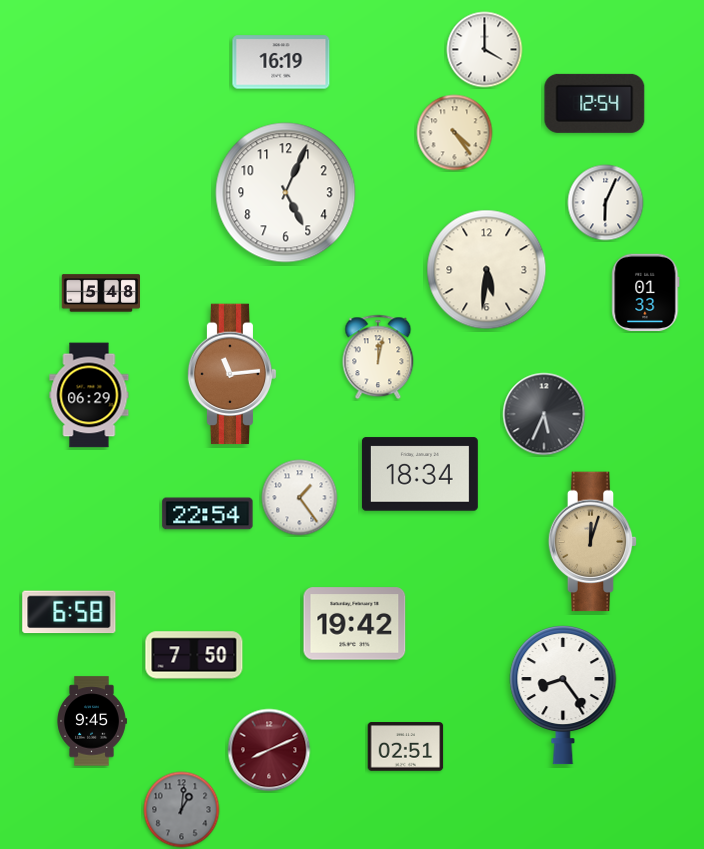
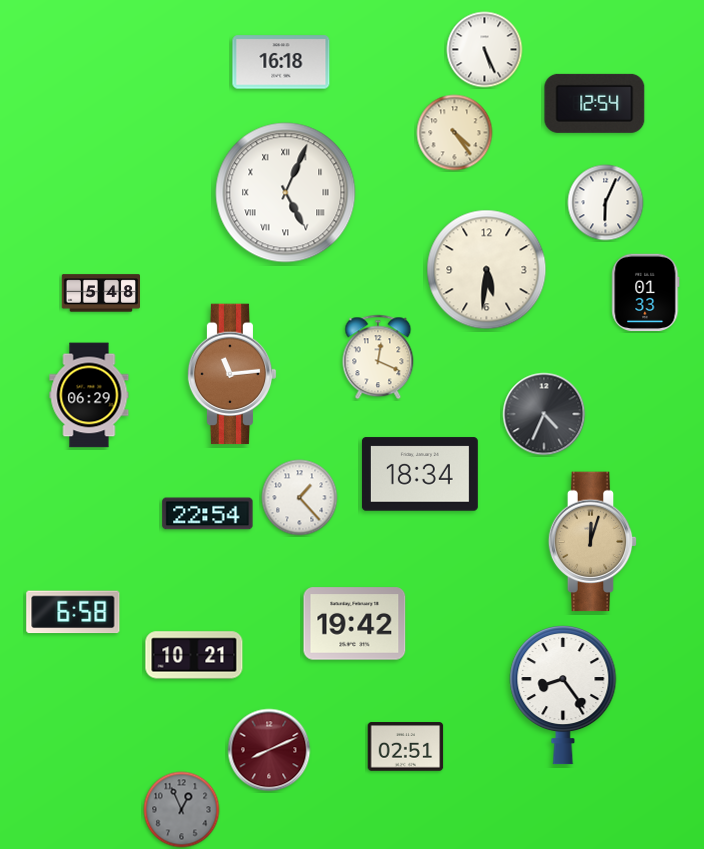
clock at (485, 50): 4:00 -> 5:26
clock at (281, 62): 16:19 -> 16:18
clock at (286, 193) numerals: Arabic -> Roman
clock at (378, 357): 12:02 -> 12:19
clock at (544, 414): 5:34 -> 4:34
clock at (300, 498): 1:24 -> 1:23
clock at (69, 612) position: (69, 612) -> (73, 612)
clock at (194, 655): 7:50 -> 10:21
clock at (92, 721): 9:45 -> none
clock at (182, 810): 1:01 -> 12:56
